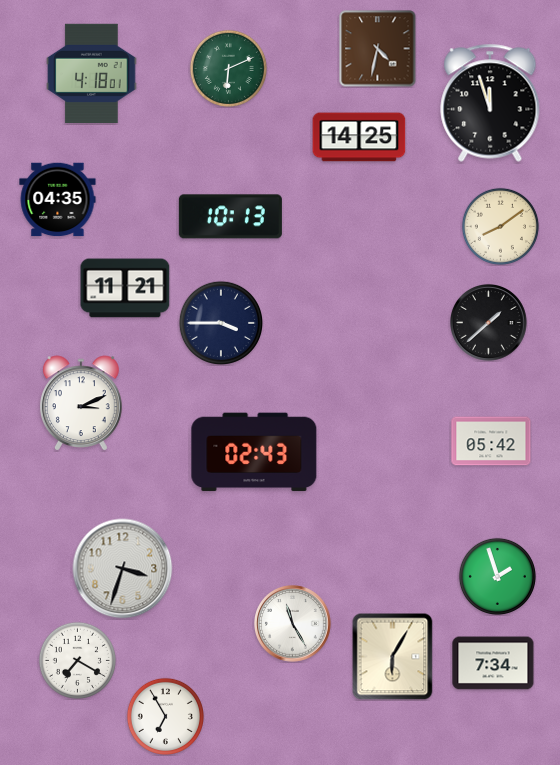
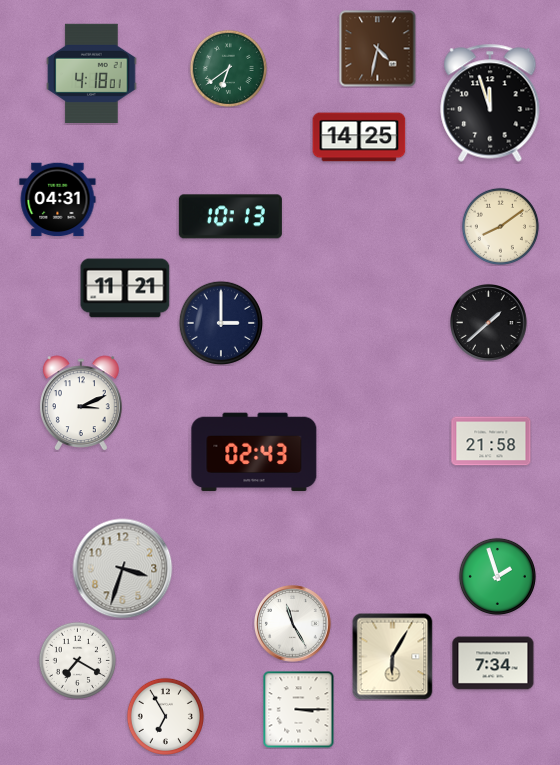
clock at (228, 68): 6:11 -> 6:39
clock at (58, 200): 04:35 -> 04:31
clock at (220, 322): 3:45 -> 3:00
clock at (491, 441): 05:42 -> 21:58
clock at (299, 709): none -> 3:15
